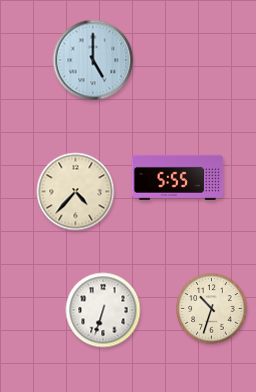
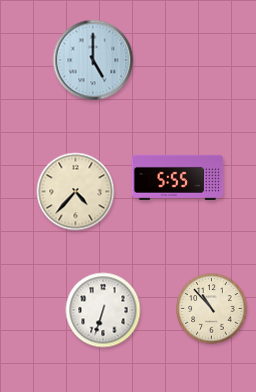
clock at (212, 309): 10:33 -> 10:53
